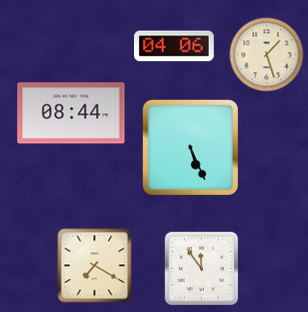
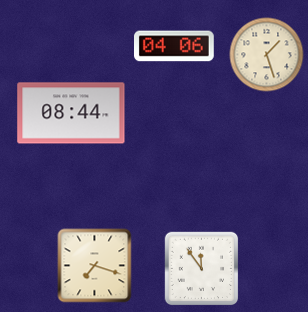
clock at (190, 147): 5:26 -> none
clock at (95, 266): 7:20 -> 7:18
